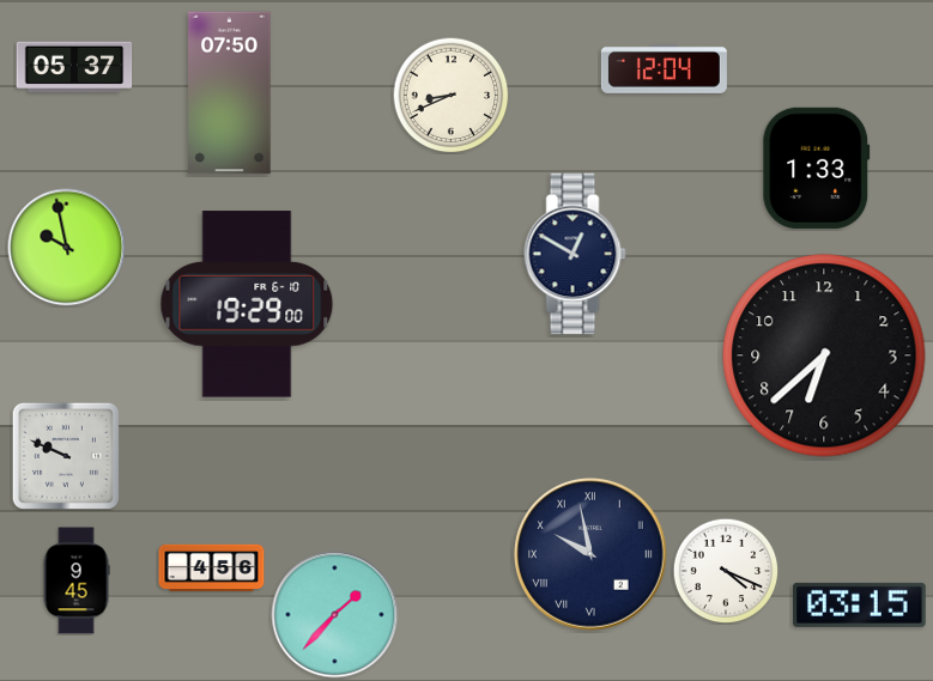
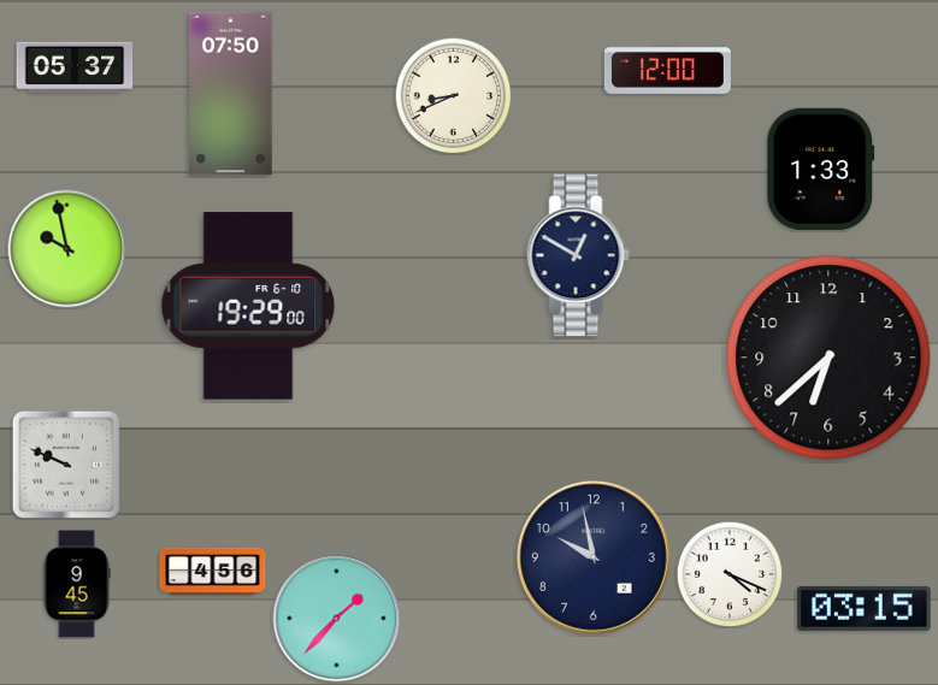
clock at (664, 68): 12:04 -> 12:00
clock at (66, 456) position: (66, 456) -> (66, 465)
clock at (592, 555) numerals: Roman -> Arabic
